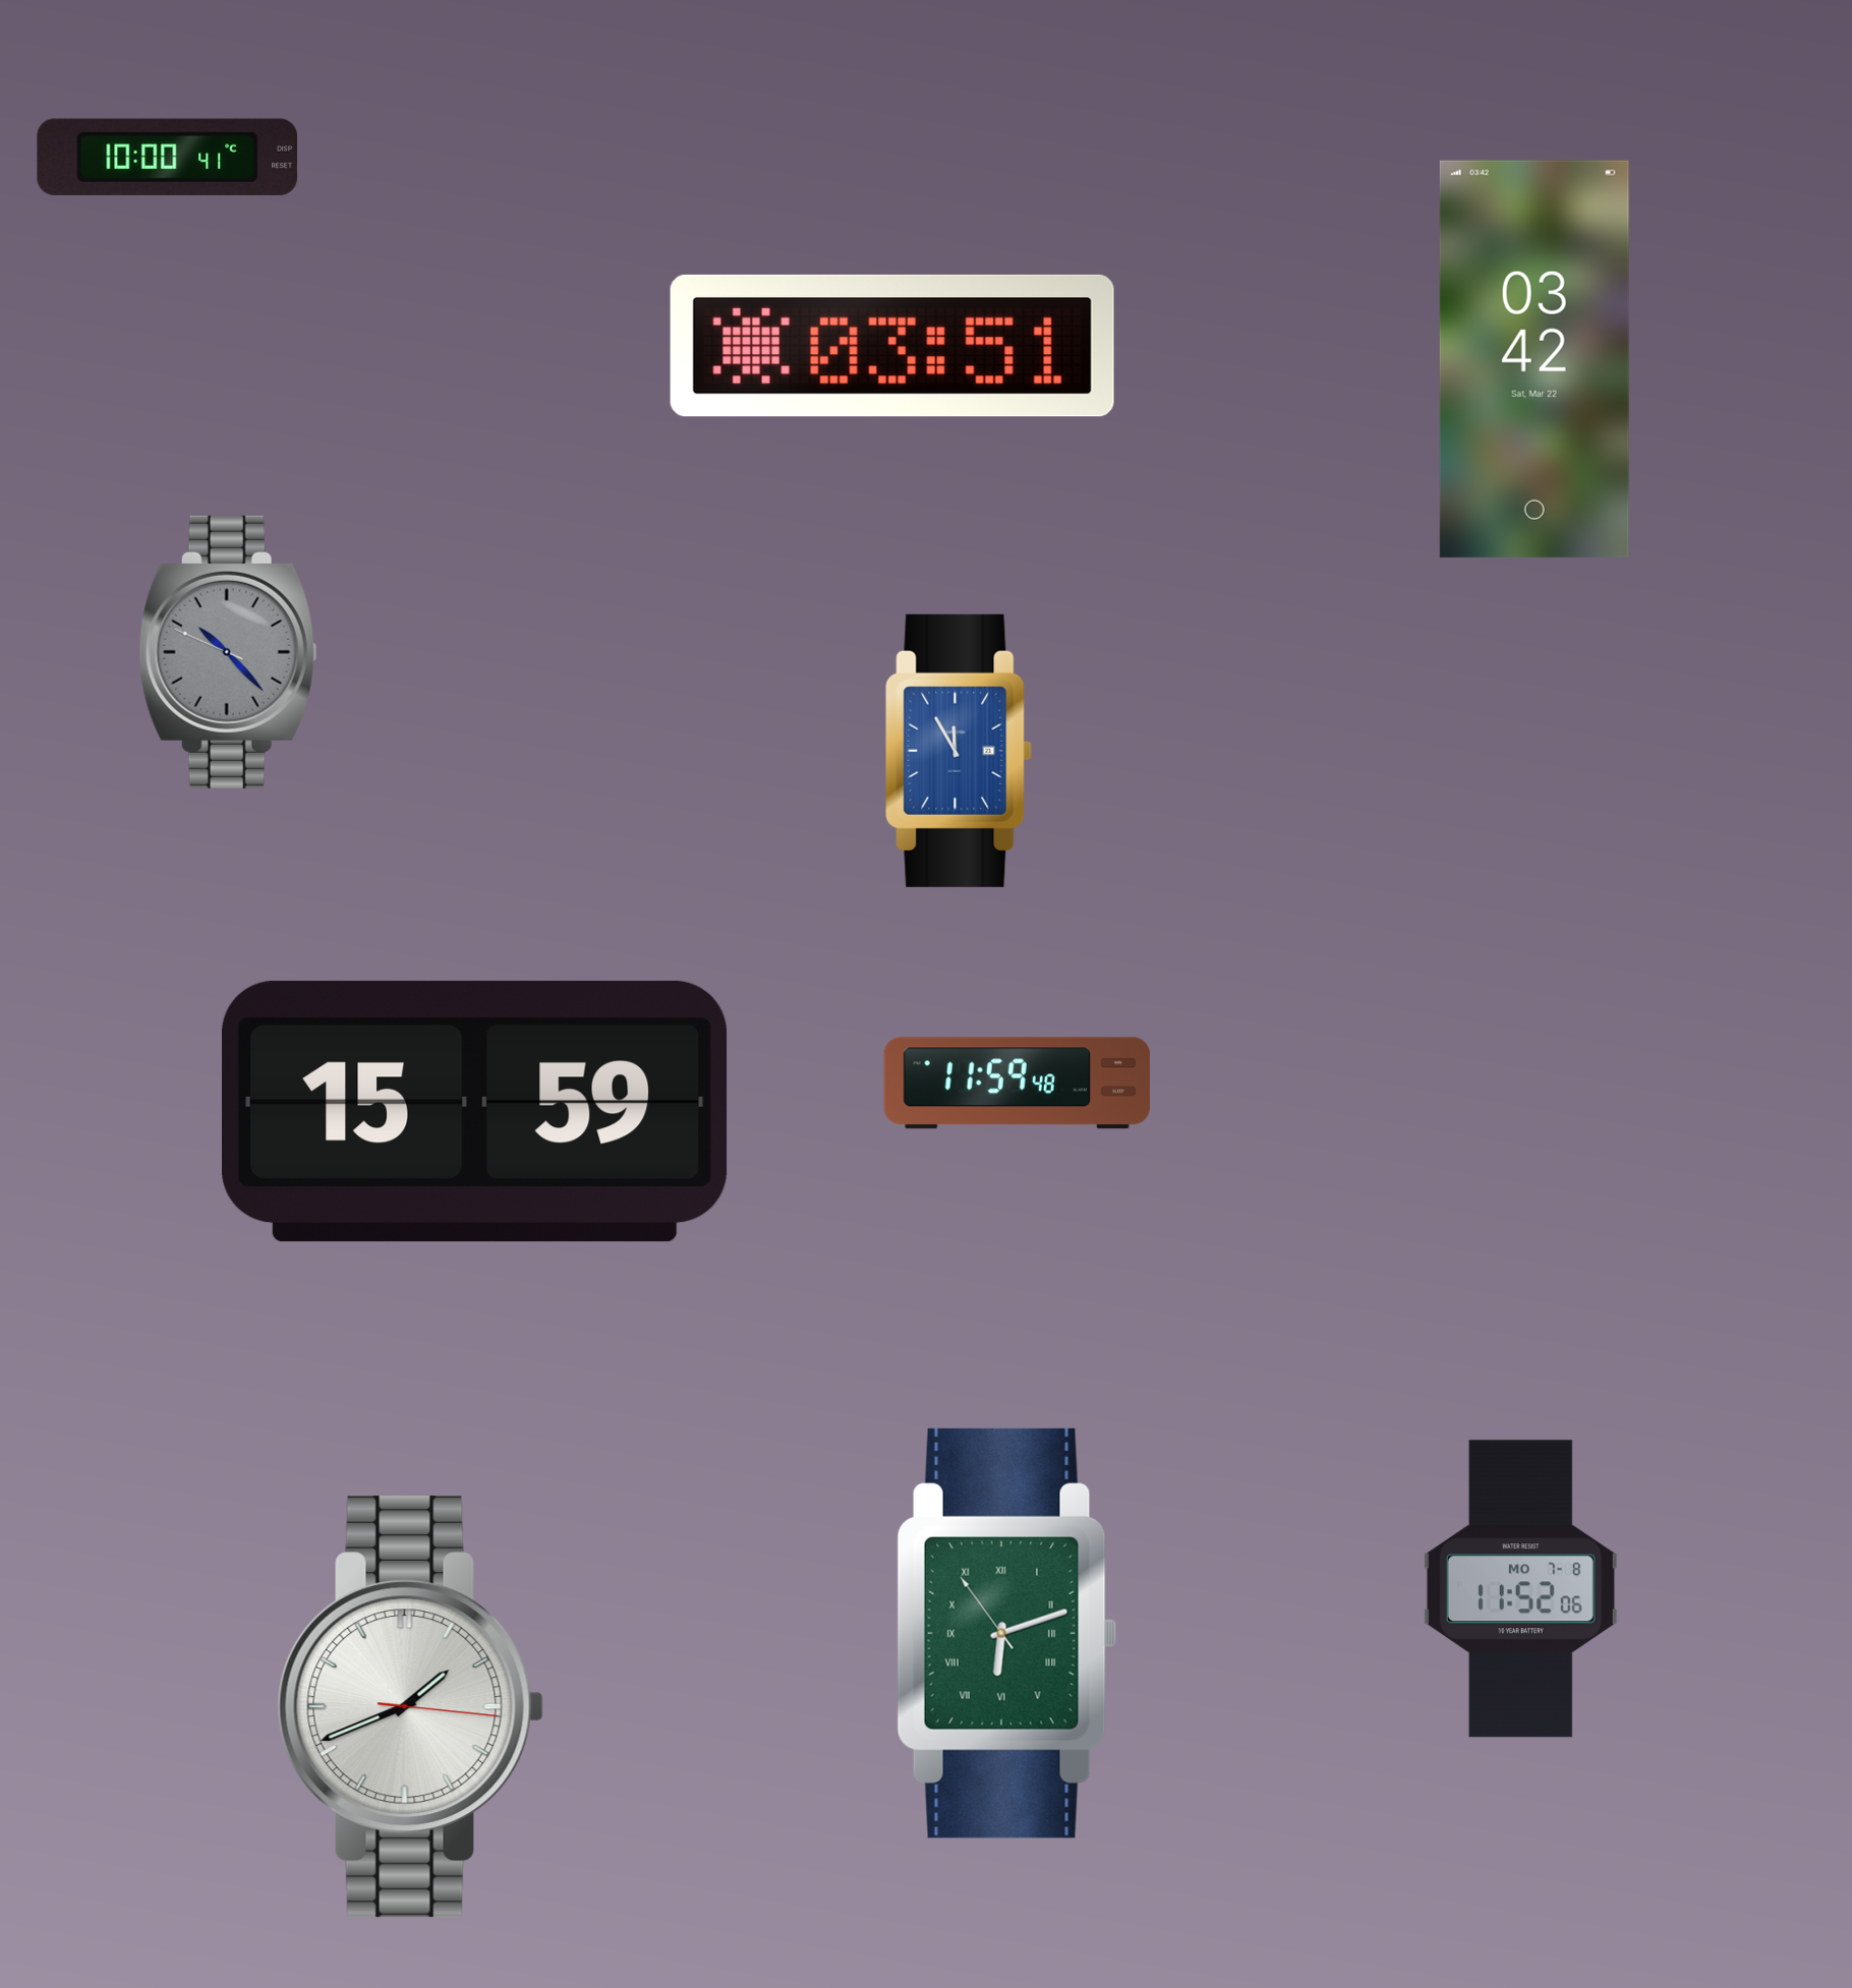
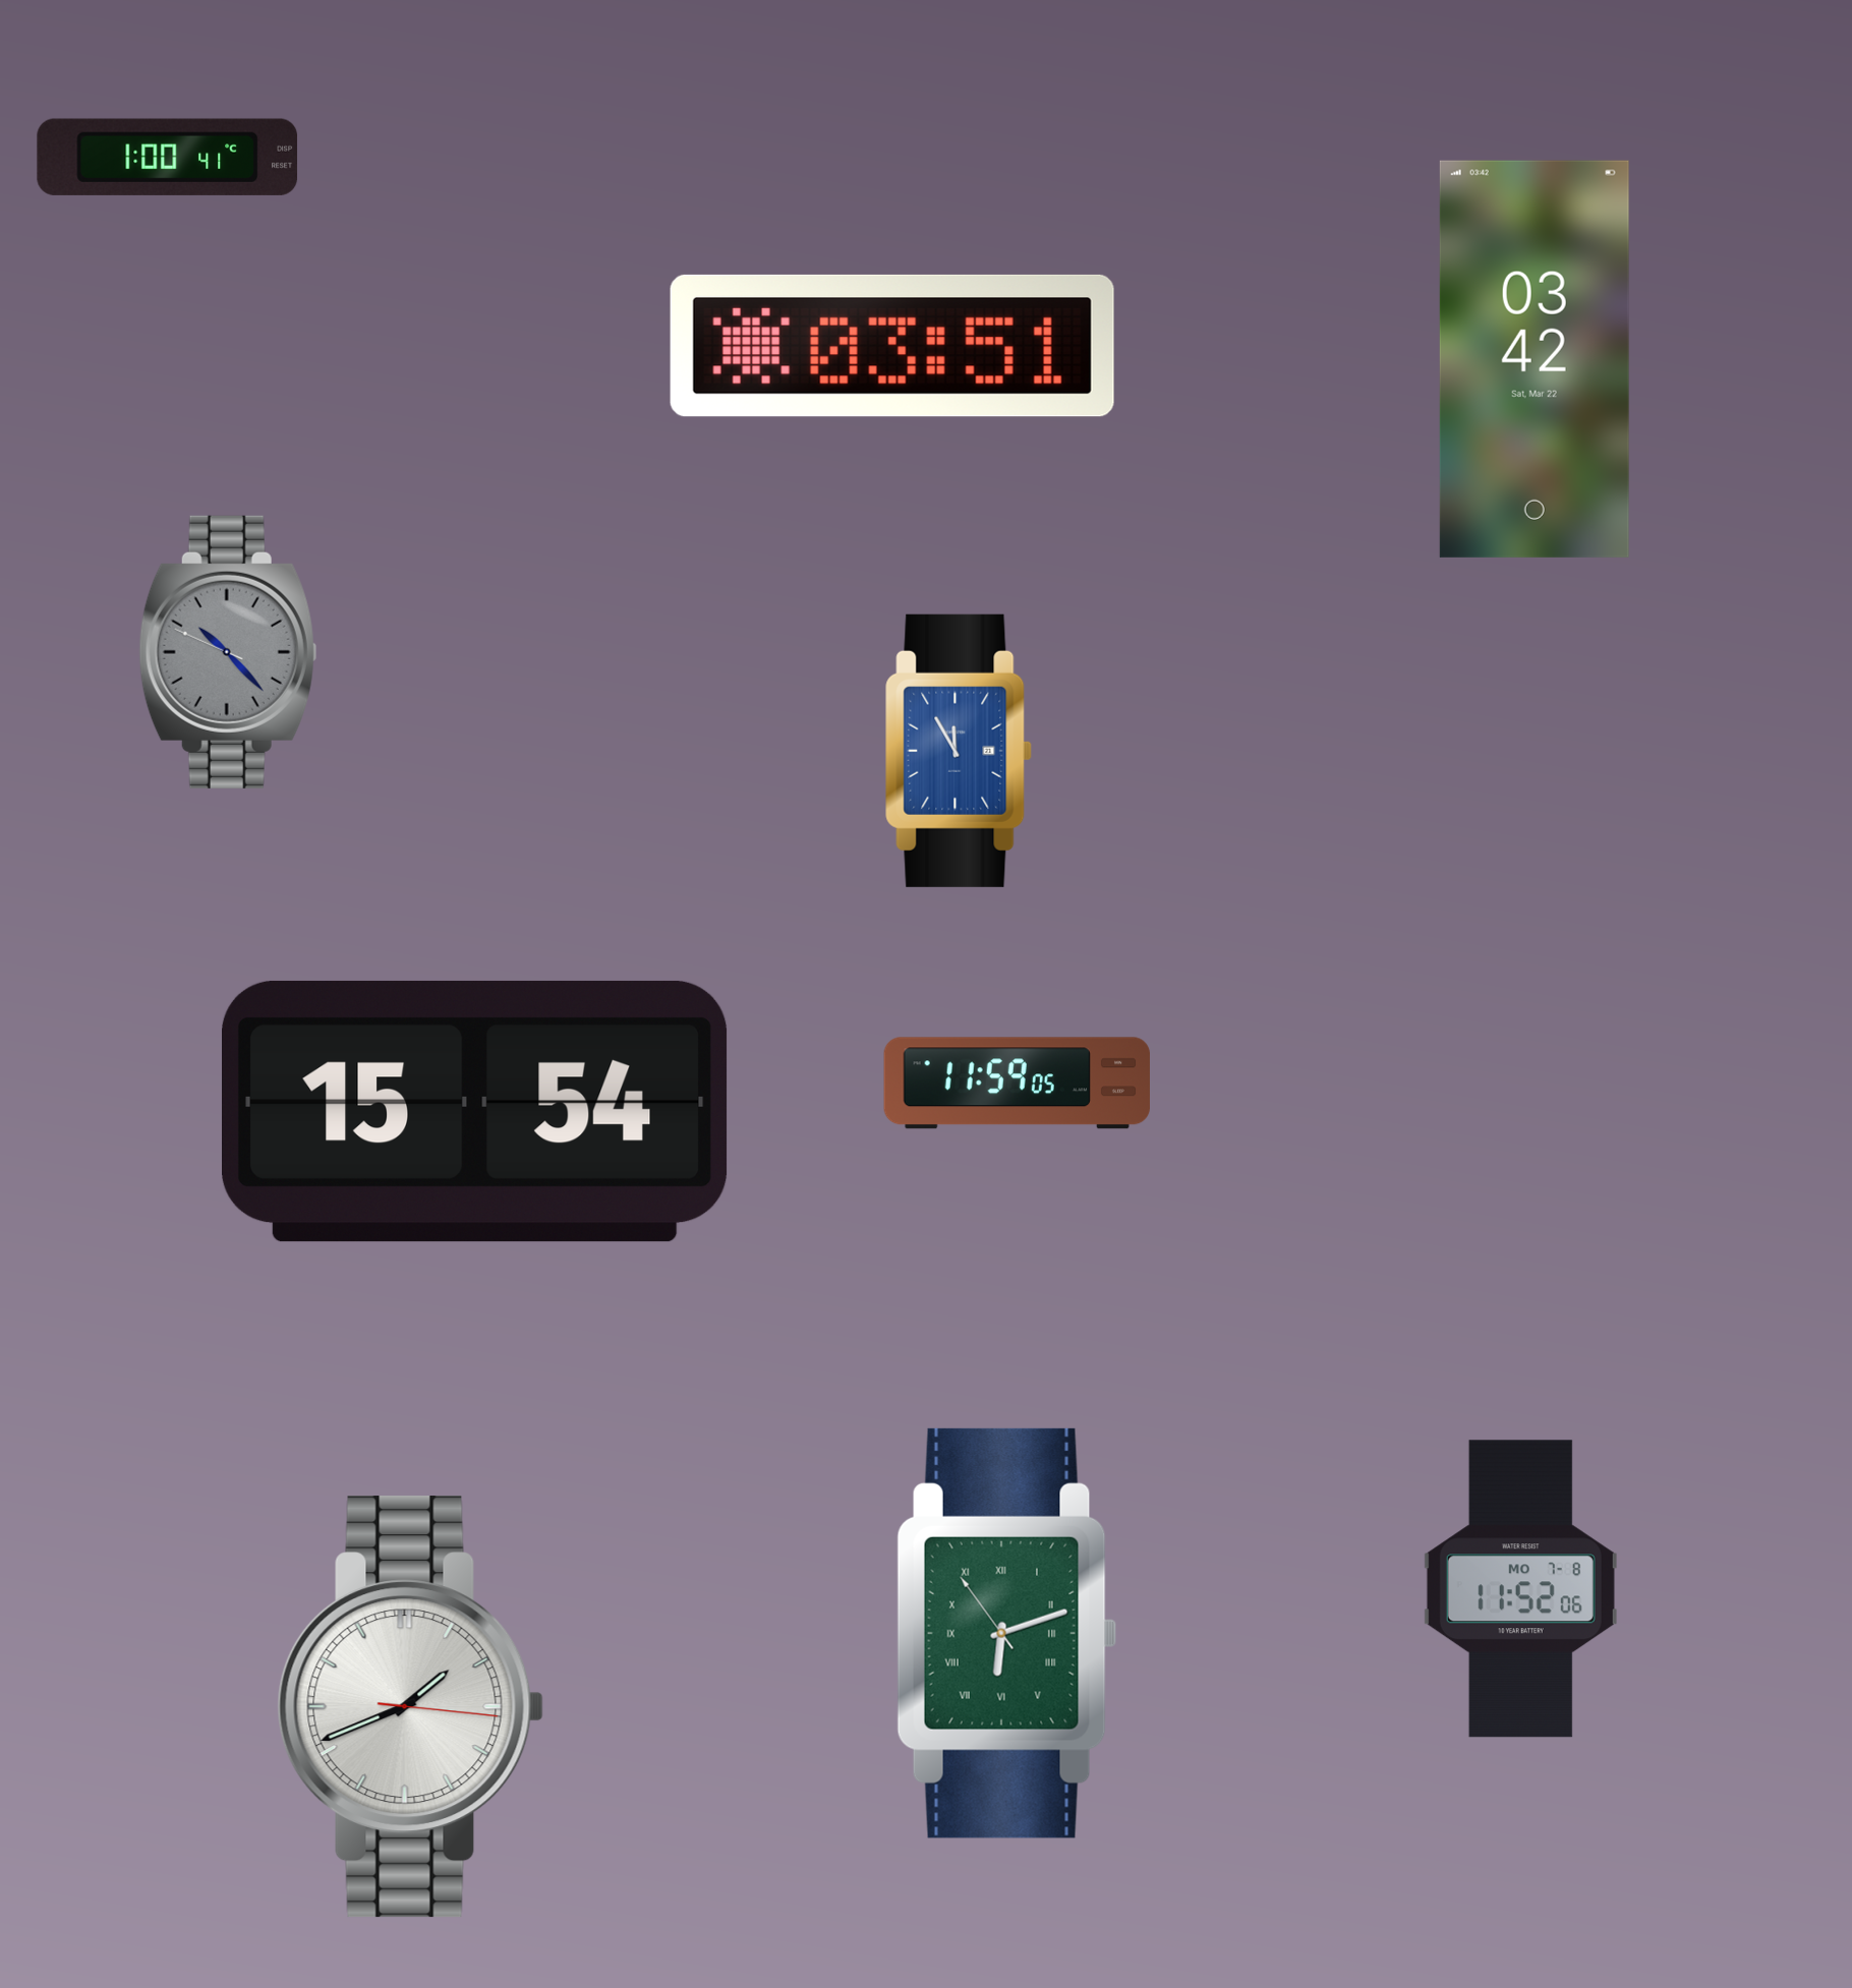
clock at (168, 157): 10:00 -> 1:00
clock at (1017, 1084): 11:59:48 -> 11:59:05
clock at (475, 1111): 15:59 -> 15:54
